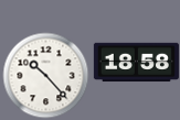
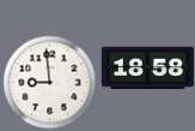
clock at (45, 75): 10:23 -> 8:59
